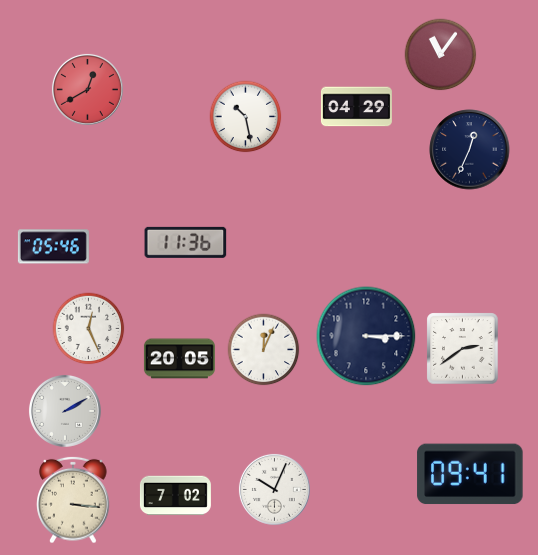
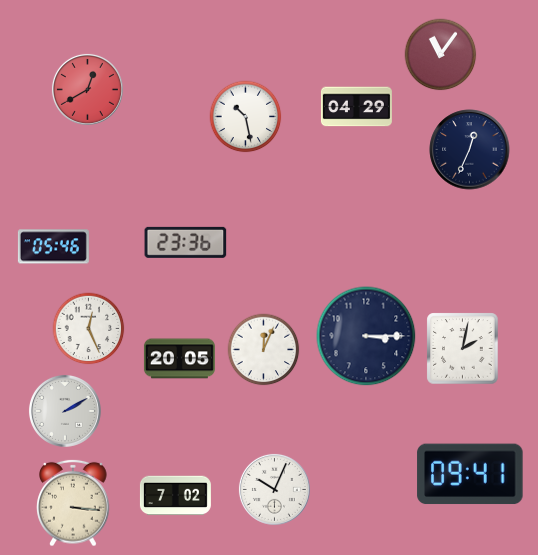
clock at (186, 242): 11:36 -> 23:36
clock at (463, 349): 2:39 -> 2:02
clock at (73, 500) position: (73, 500) -> (73, 503)
